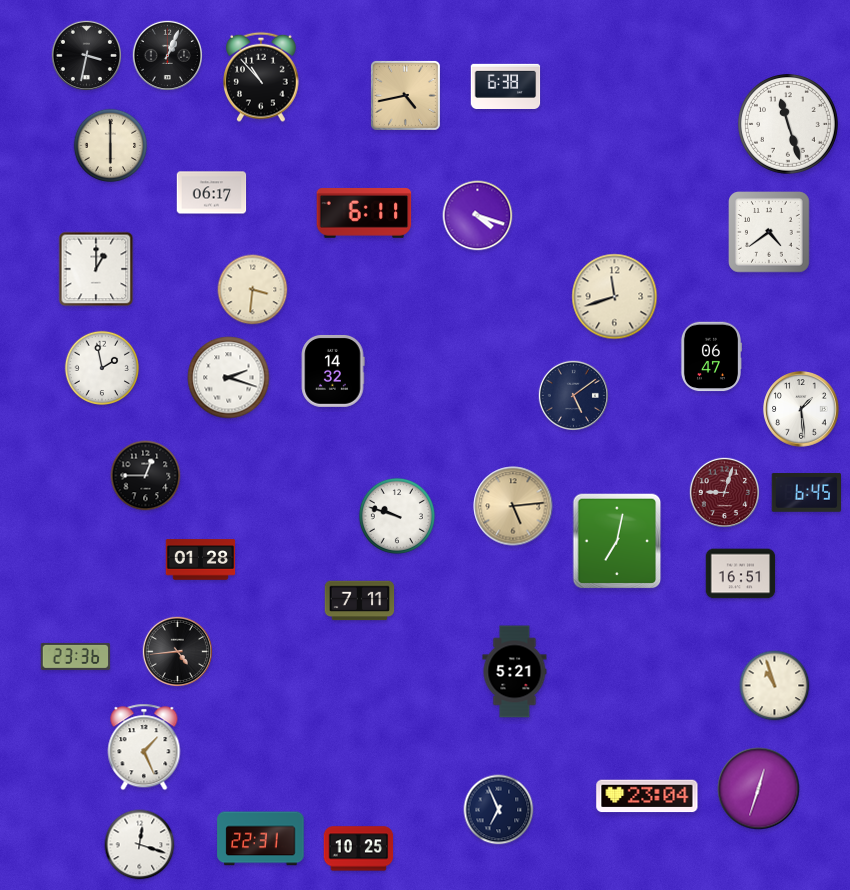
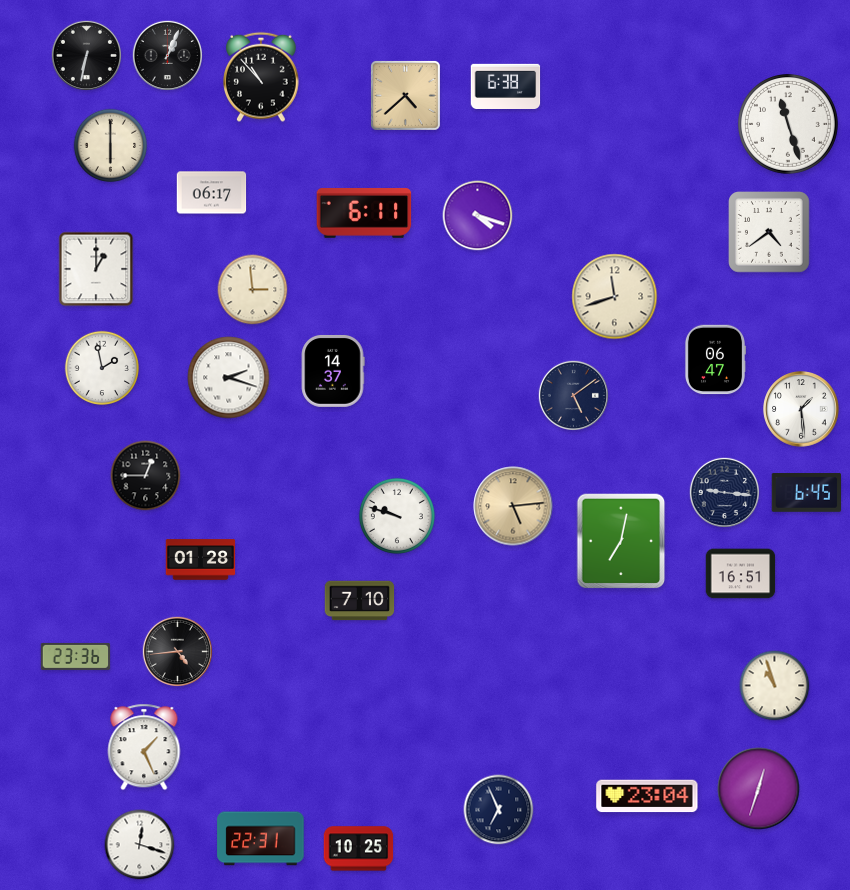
clock at (86, 55): 3:32 -> 6:32
clock at (405, 95): 4:43 -> 4:38
clock at (253, 290): 3:31 -> 2:59
clock at (710, 357) position: (710, 357) -> (714, 360)
clock at (333, 371): 14:32 -> 14:37
clock at (724, 492): 9:03 -> 9:16
clock at (724, 492) dial: burgundy -> navy
clock at (617, 541) position: (617, 541) -> (621, 541)
clock at (360, 601): 7:11 -> 7:10
clock at (515, 672): 5:21 -> none
